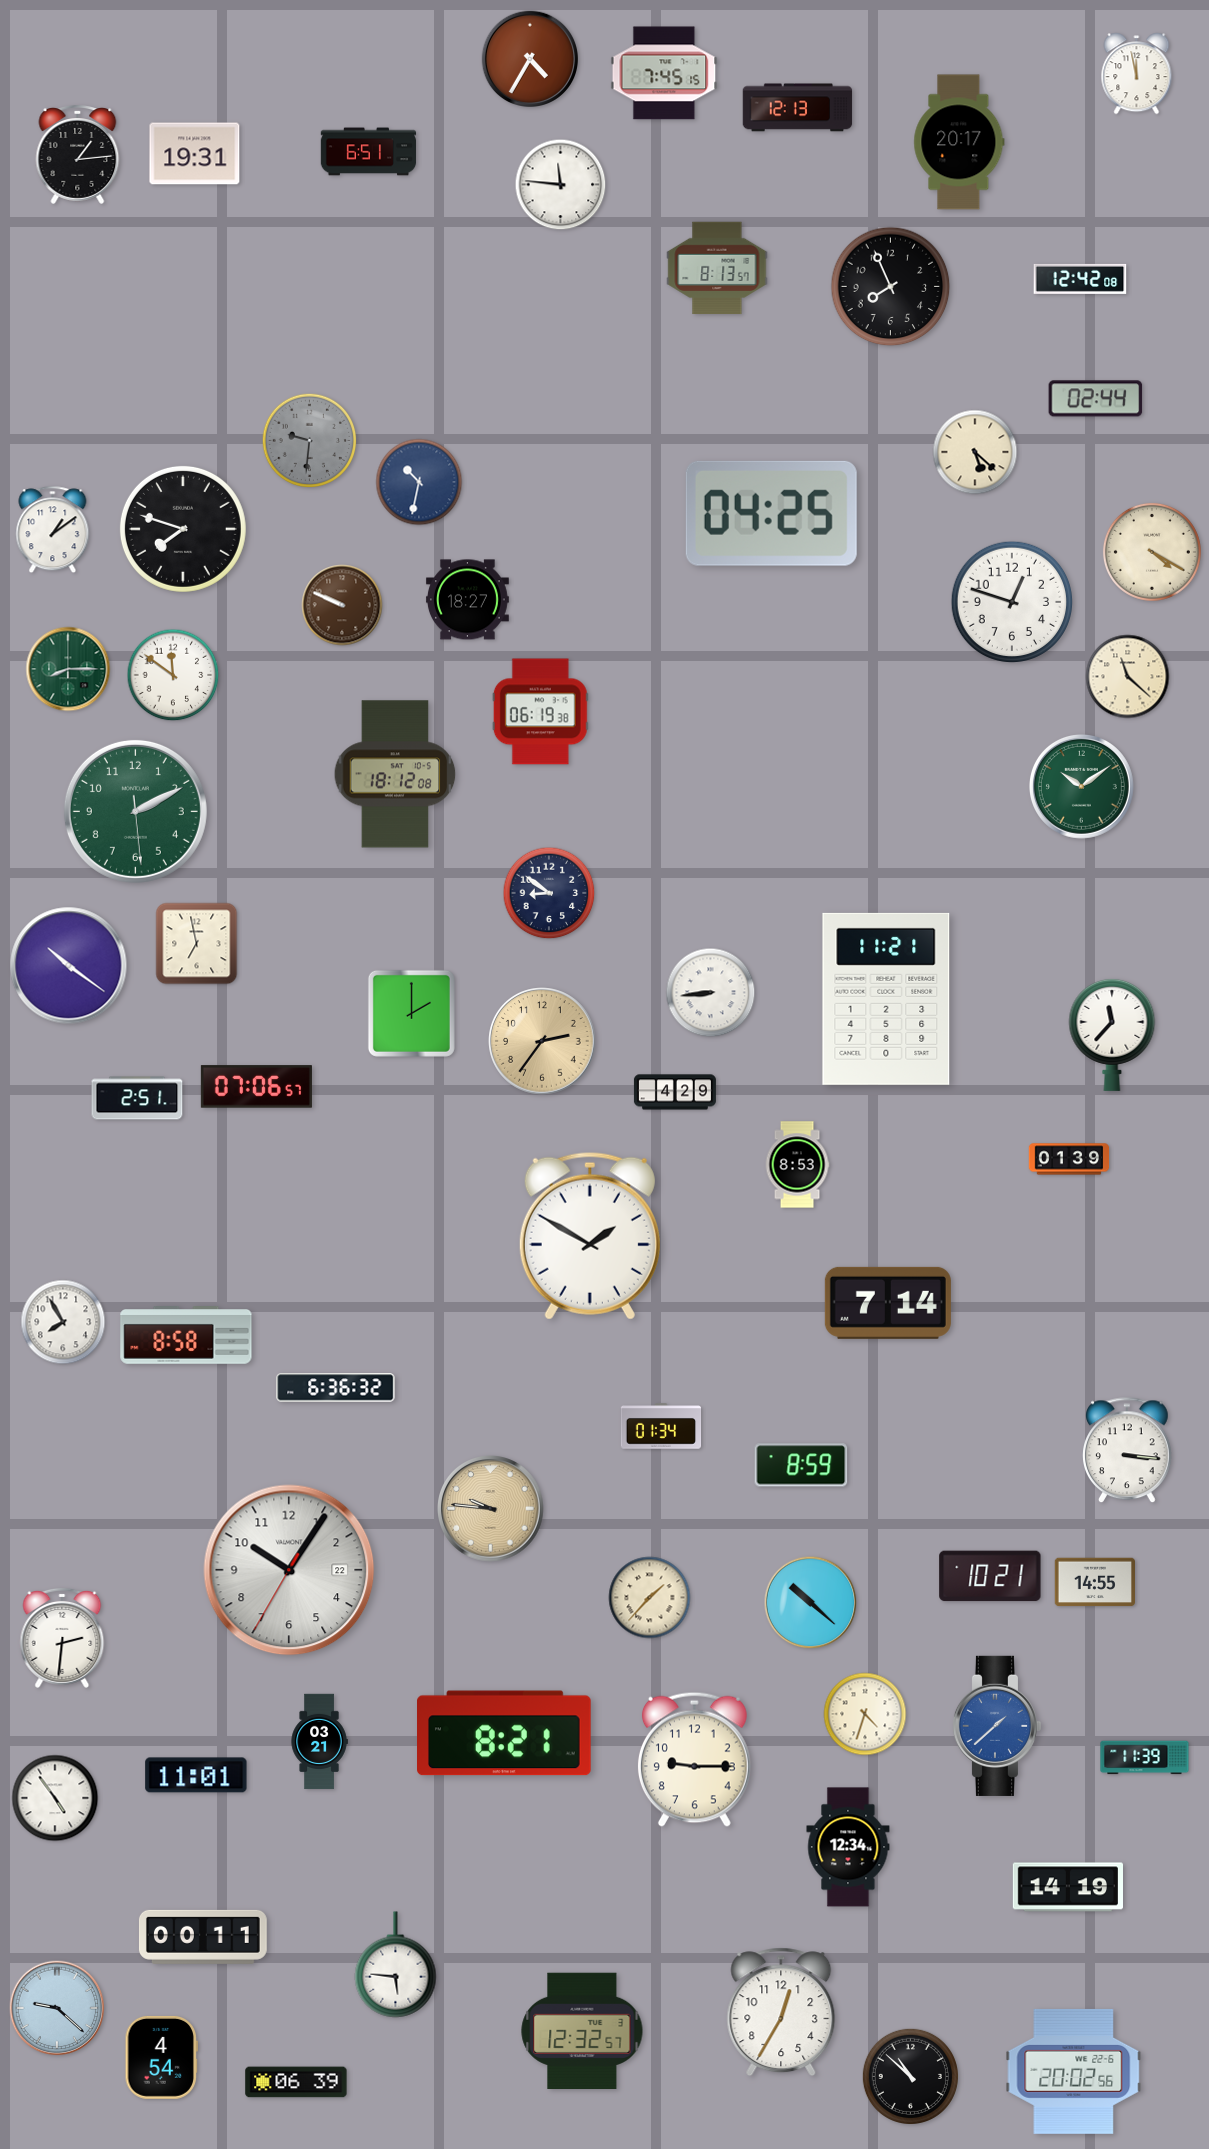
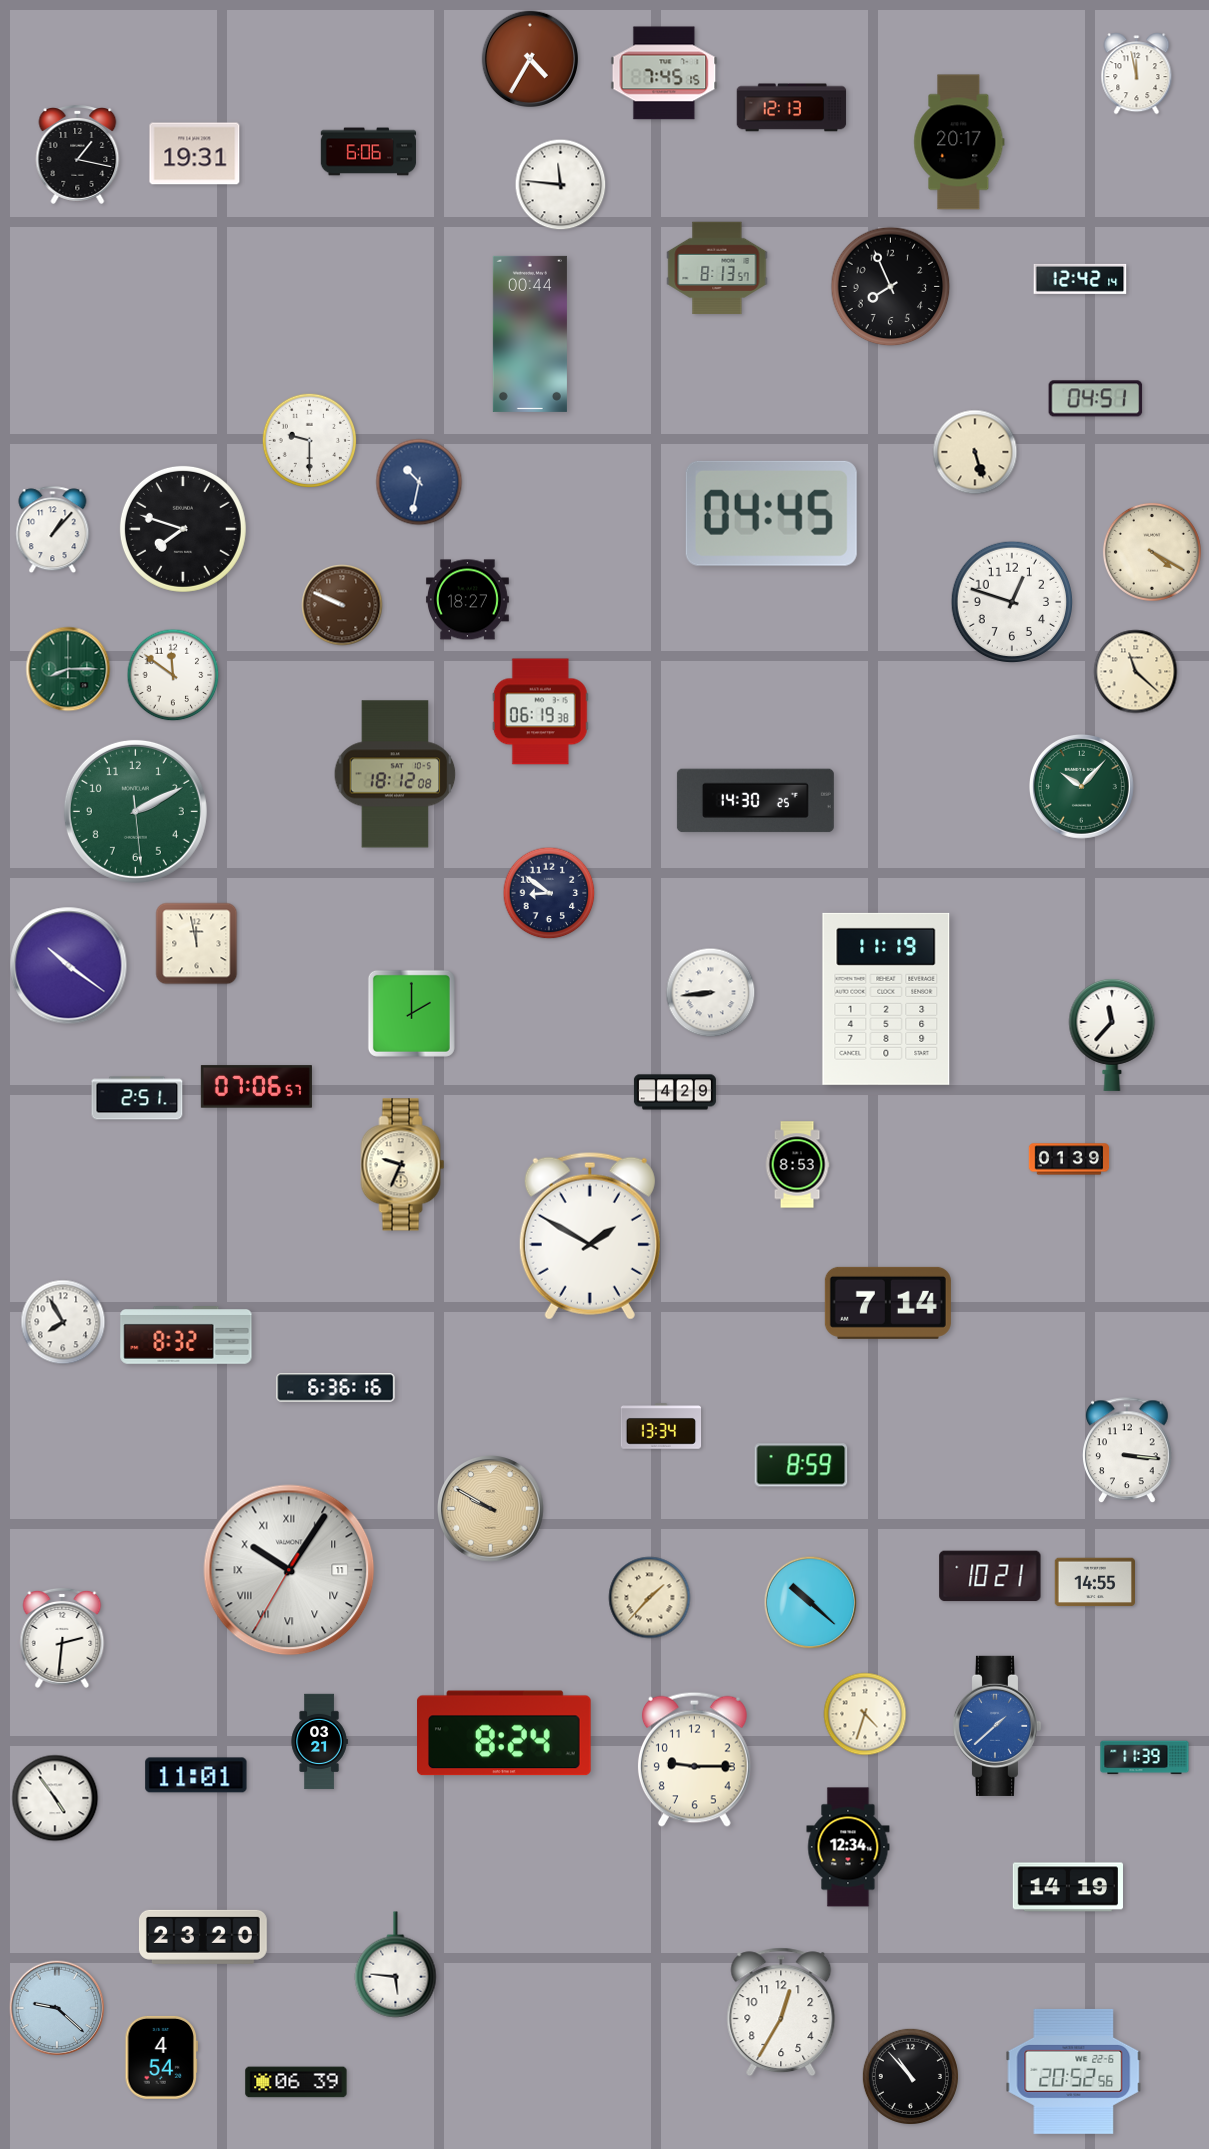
clock at (798, 108) position: (798, 108) -> (792, 108)
clock at (369, 152): 6:51 -> 6:06
clock at (78, 154): 1:14 -> 1:17
clock at (1080, 279): 12:42:08 -> 12:42:14
clock at (530, 334): none -> 00:44
clock at (1096, 399): 02:44 -> 04:51
clock at (310, 441): 9:31 -> 9:30
clock at (310, 441) dial: grey -> white
clock at (975, 452): 5:22 -> 5:27
clock at (771, 513): 04:25 -> 04:45
clock at (53, 530): 1:09 -> 1:07
clock at (1128, 677) position: (1128, 677) -> (1136, 672)
clock at (1081, 786): 10:09 -> 10:07
clock at (755, 801): none -> 14:30
clock at (197, 944): 6:58 -> 11:58
clock at (886, 999): 11:21 -> 11:19
clock at (542, 1041): 2:36 -> none
clock at (403, 1165): none -> 9:34
clock at (186, 1336): 8:58 -> 8:32
clock at (336, 1388): 6:36:32 -> 6:36:16
clock at (661, 1426): 01:34 -> 13:34
clock at (491, 1509): 9:46 -> 9:50
clock at (289, 1570) date: 22 -> 11
clock at (289, 1570) numerals: Arabic -> Roman
clock at (505, 1733): 8:21 -> 8:24
clock at (203, 1937): 00:11 -> 23:20
clock at (582, 2030): 12:32 -> none
clock at (1074, 2071): 20:02 -> 20:52
clock at (910, 2076): 10:52 -> 10:53
